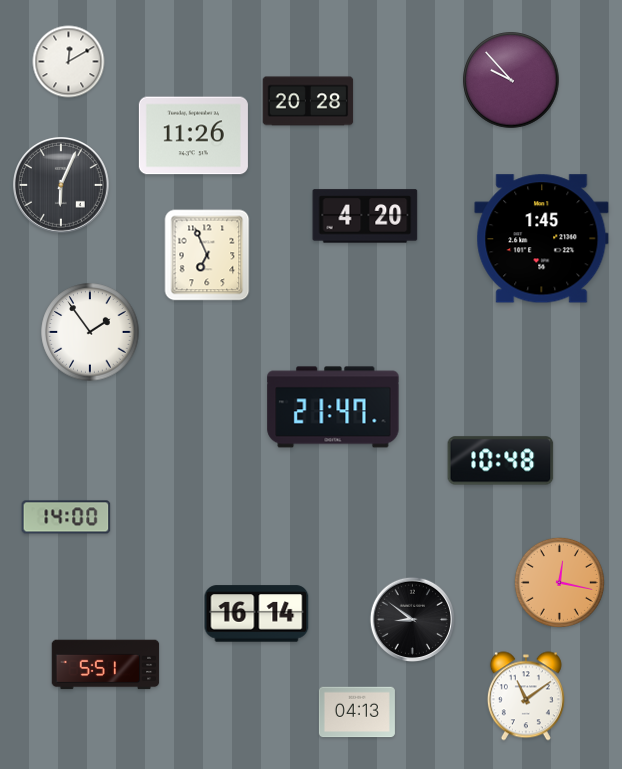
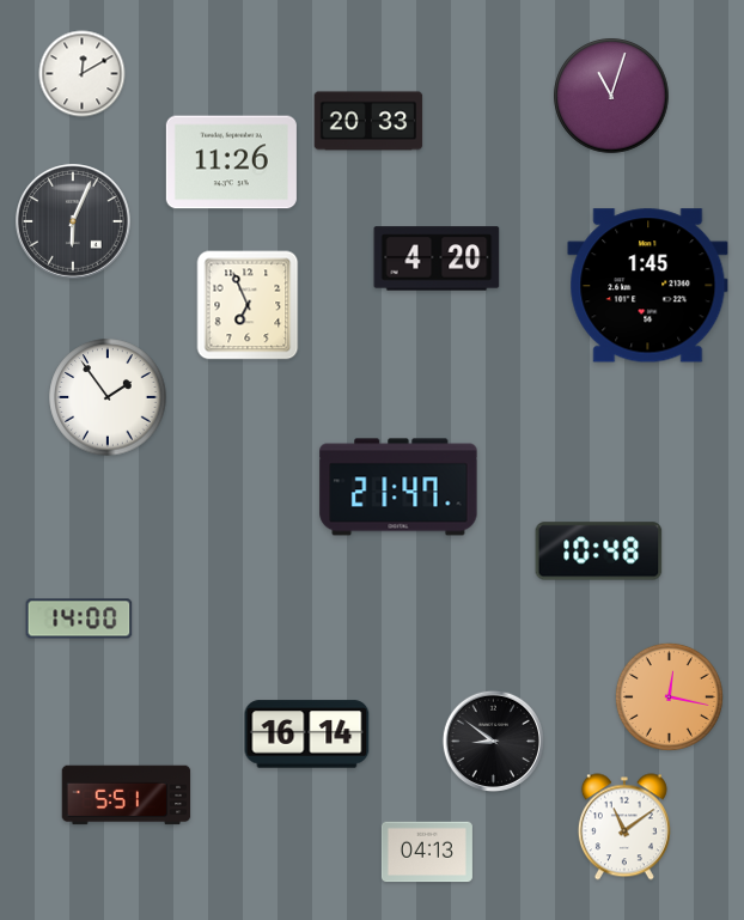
clock at (511, 80): 9:53 -> 11:03
clock at (308, 101): 20:28 -> 20:33
clock at (526, 696) position: (526, 696) -> (624, 827)
